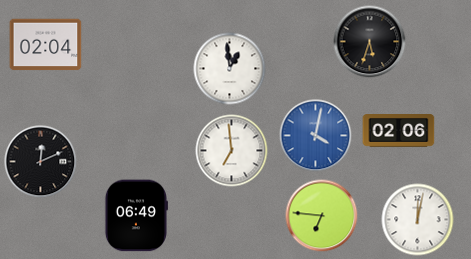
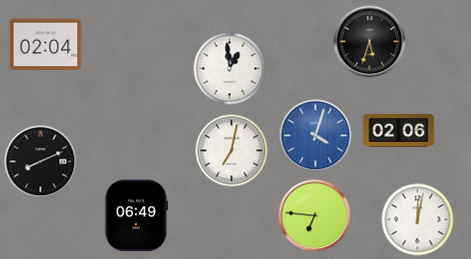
clock at (316, 136): 4:02 -> 4:03
clock at (232, 151): 6:59 -> 7:02
clock at (41, 162): 12:11 -> 8:11
clock at (322, 216) position: (322, 216) -> (315, 216)
